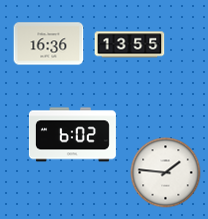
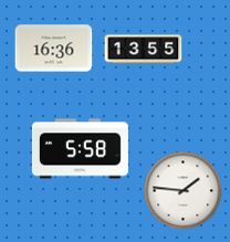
clock at (72, 135): 6:02 -> 5:58
